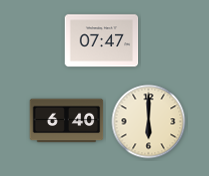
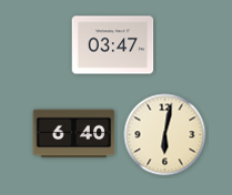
clock at (102, 41): 07:47 -> 03:47
clock at (149, 122): 6:00 -> 6:02
